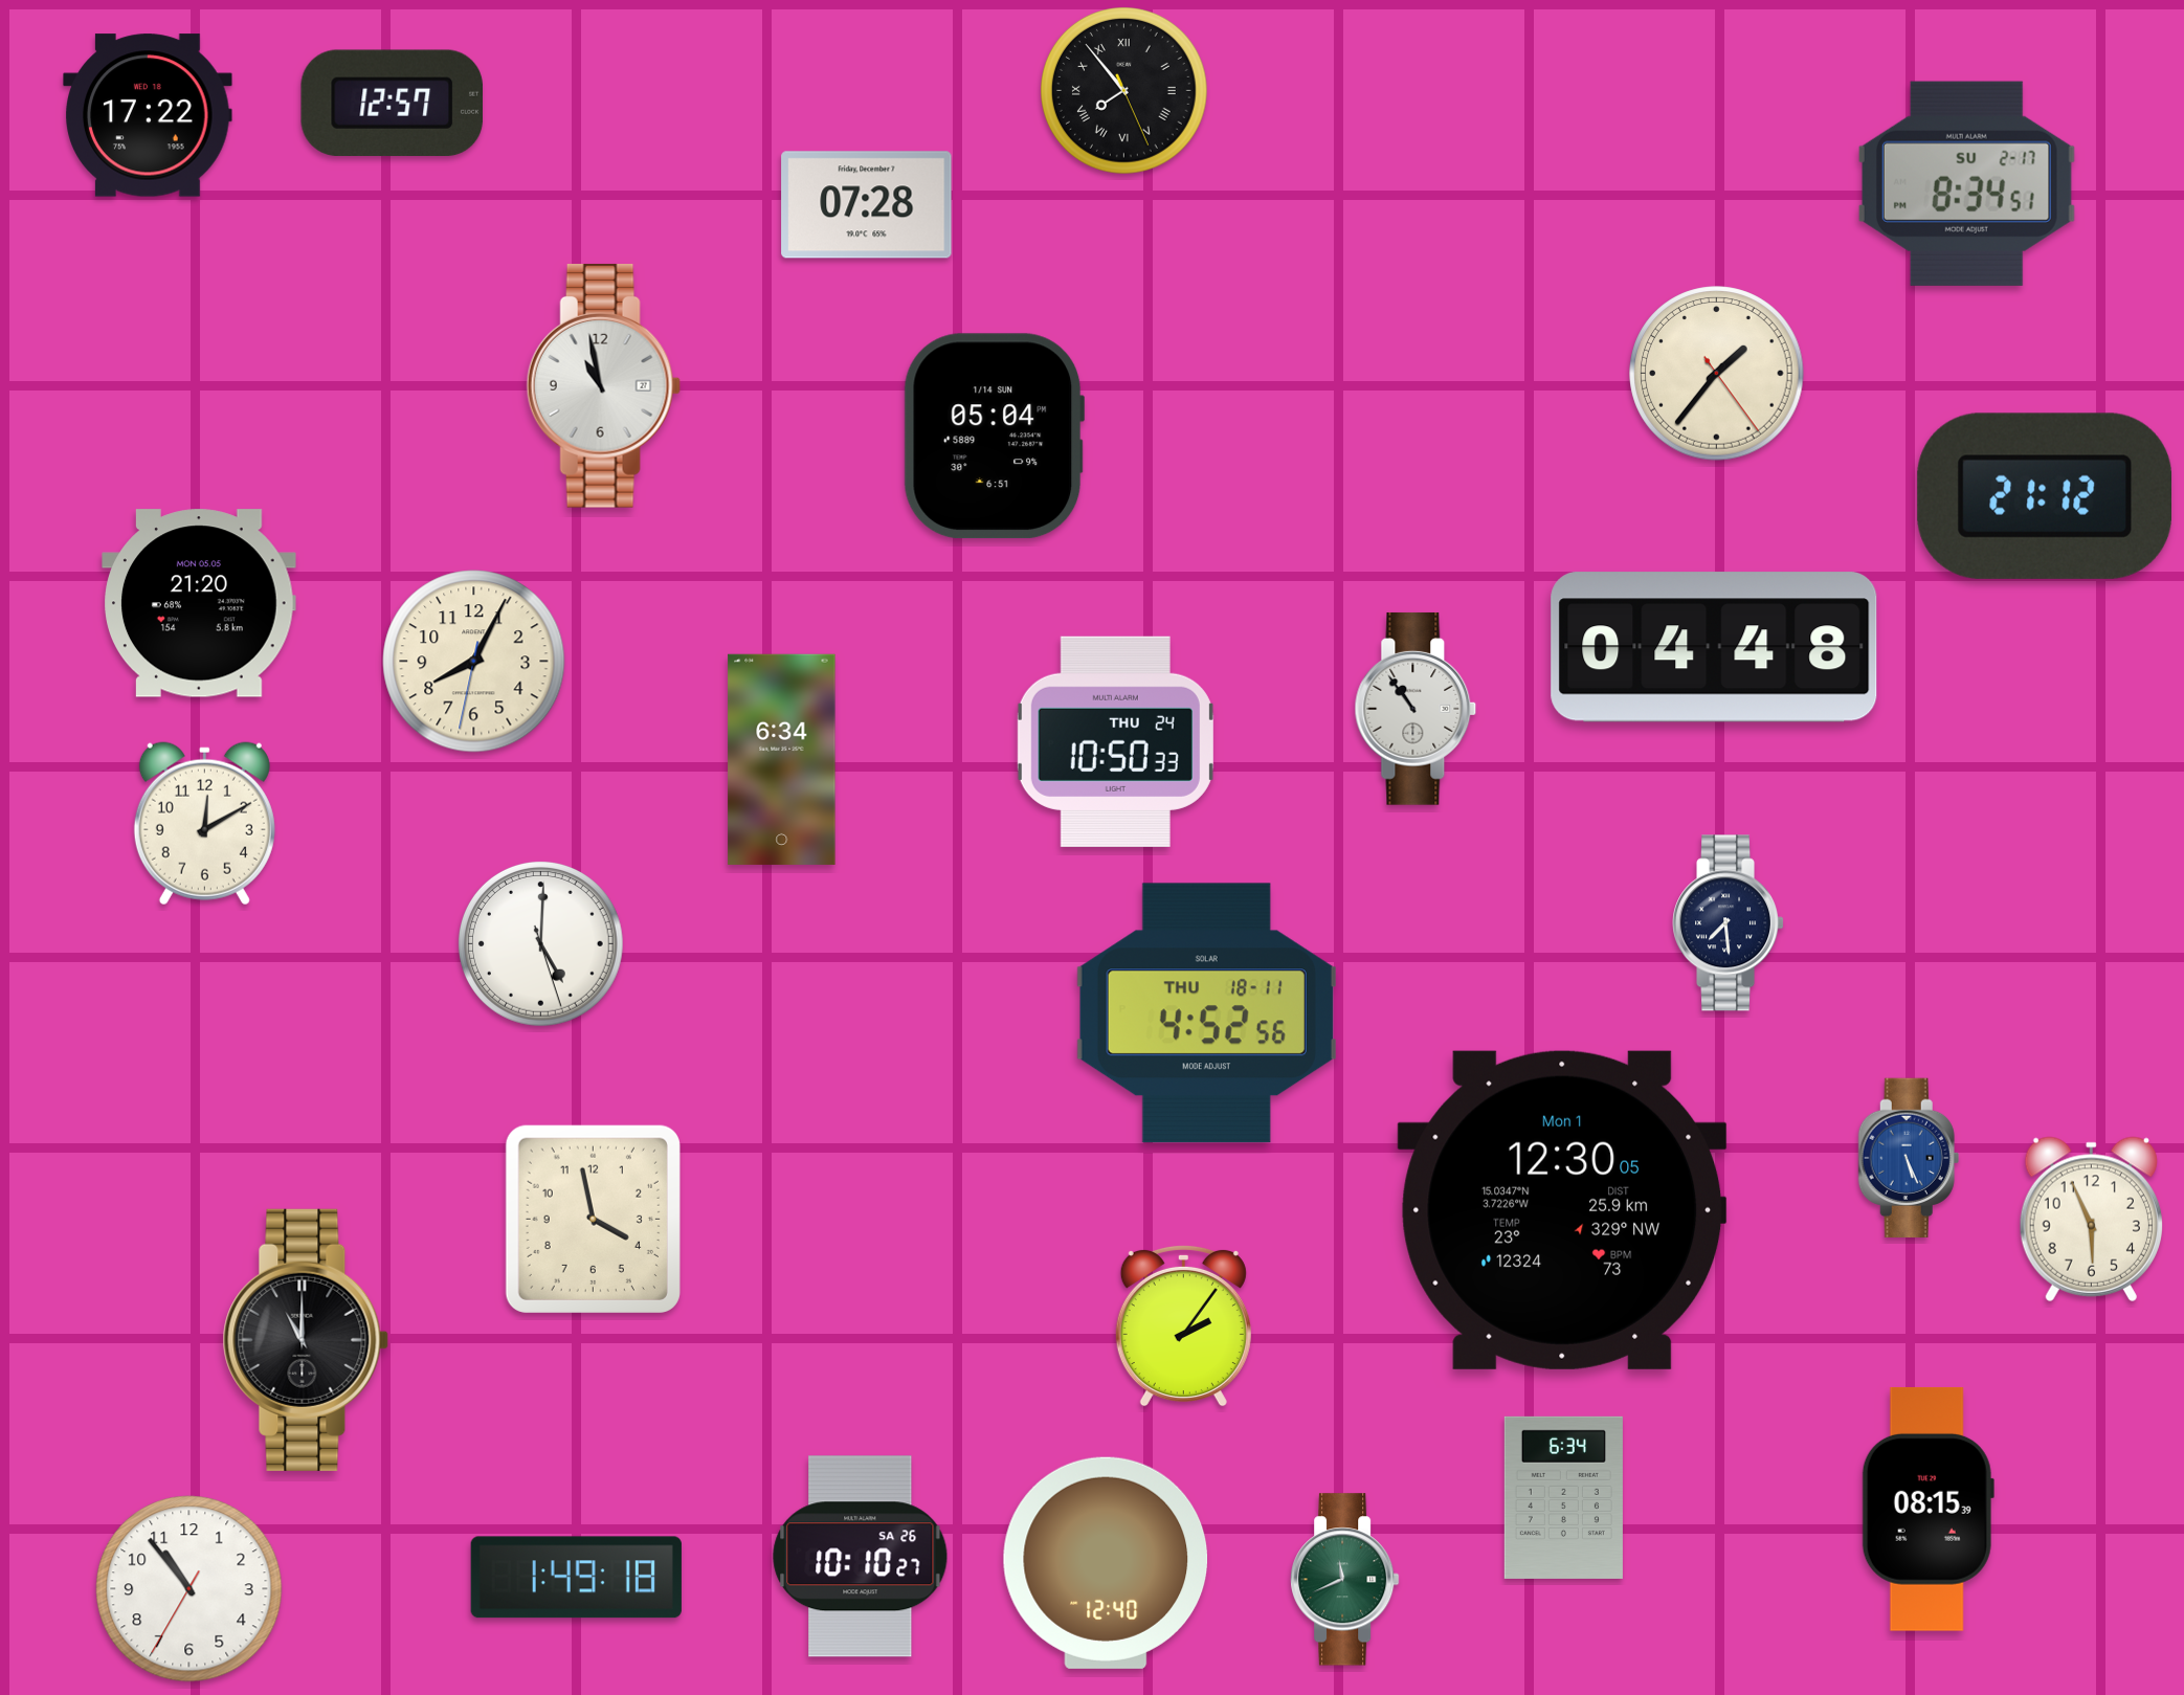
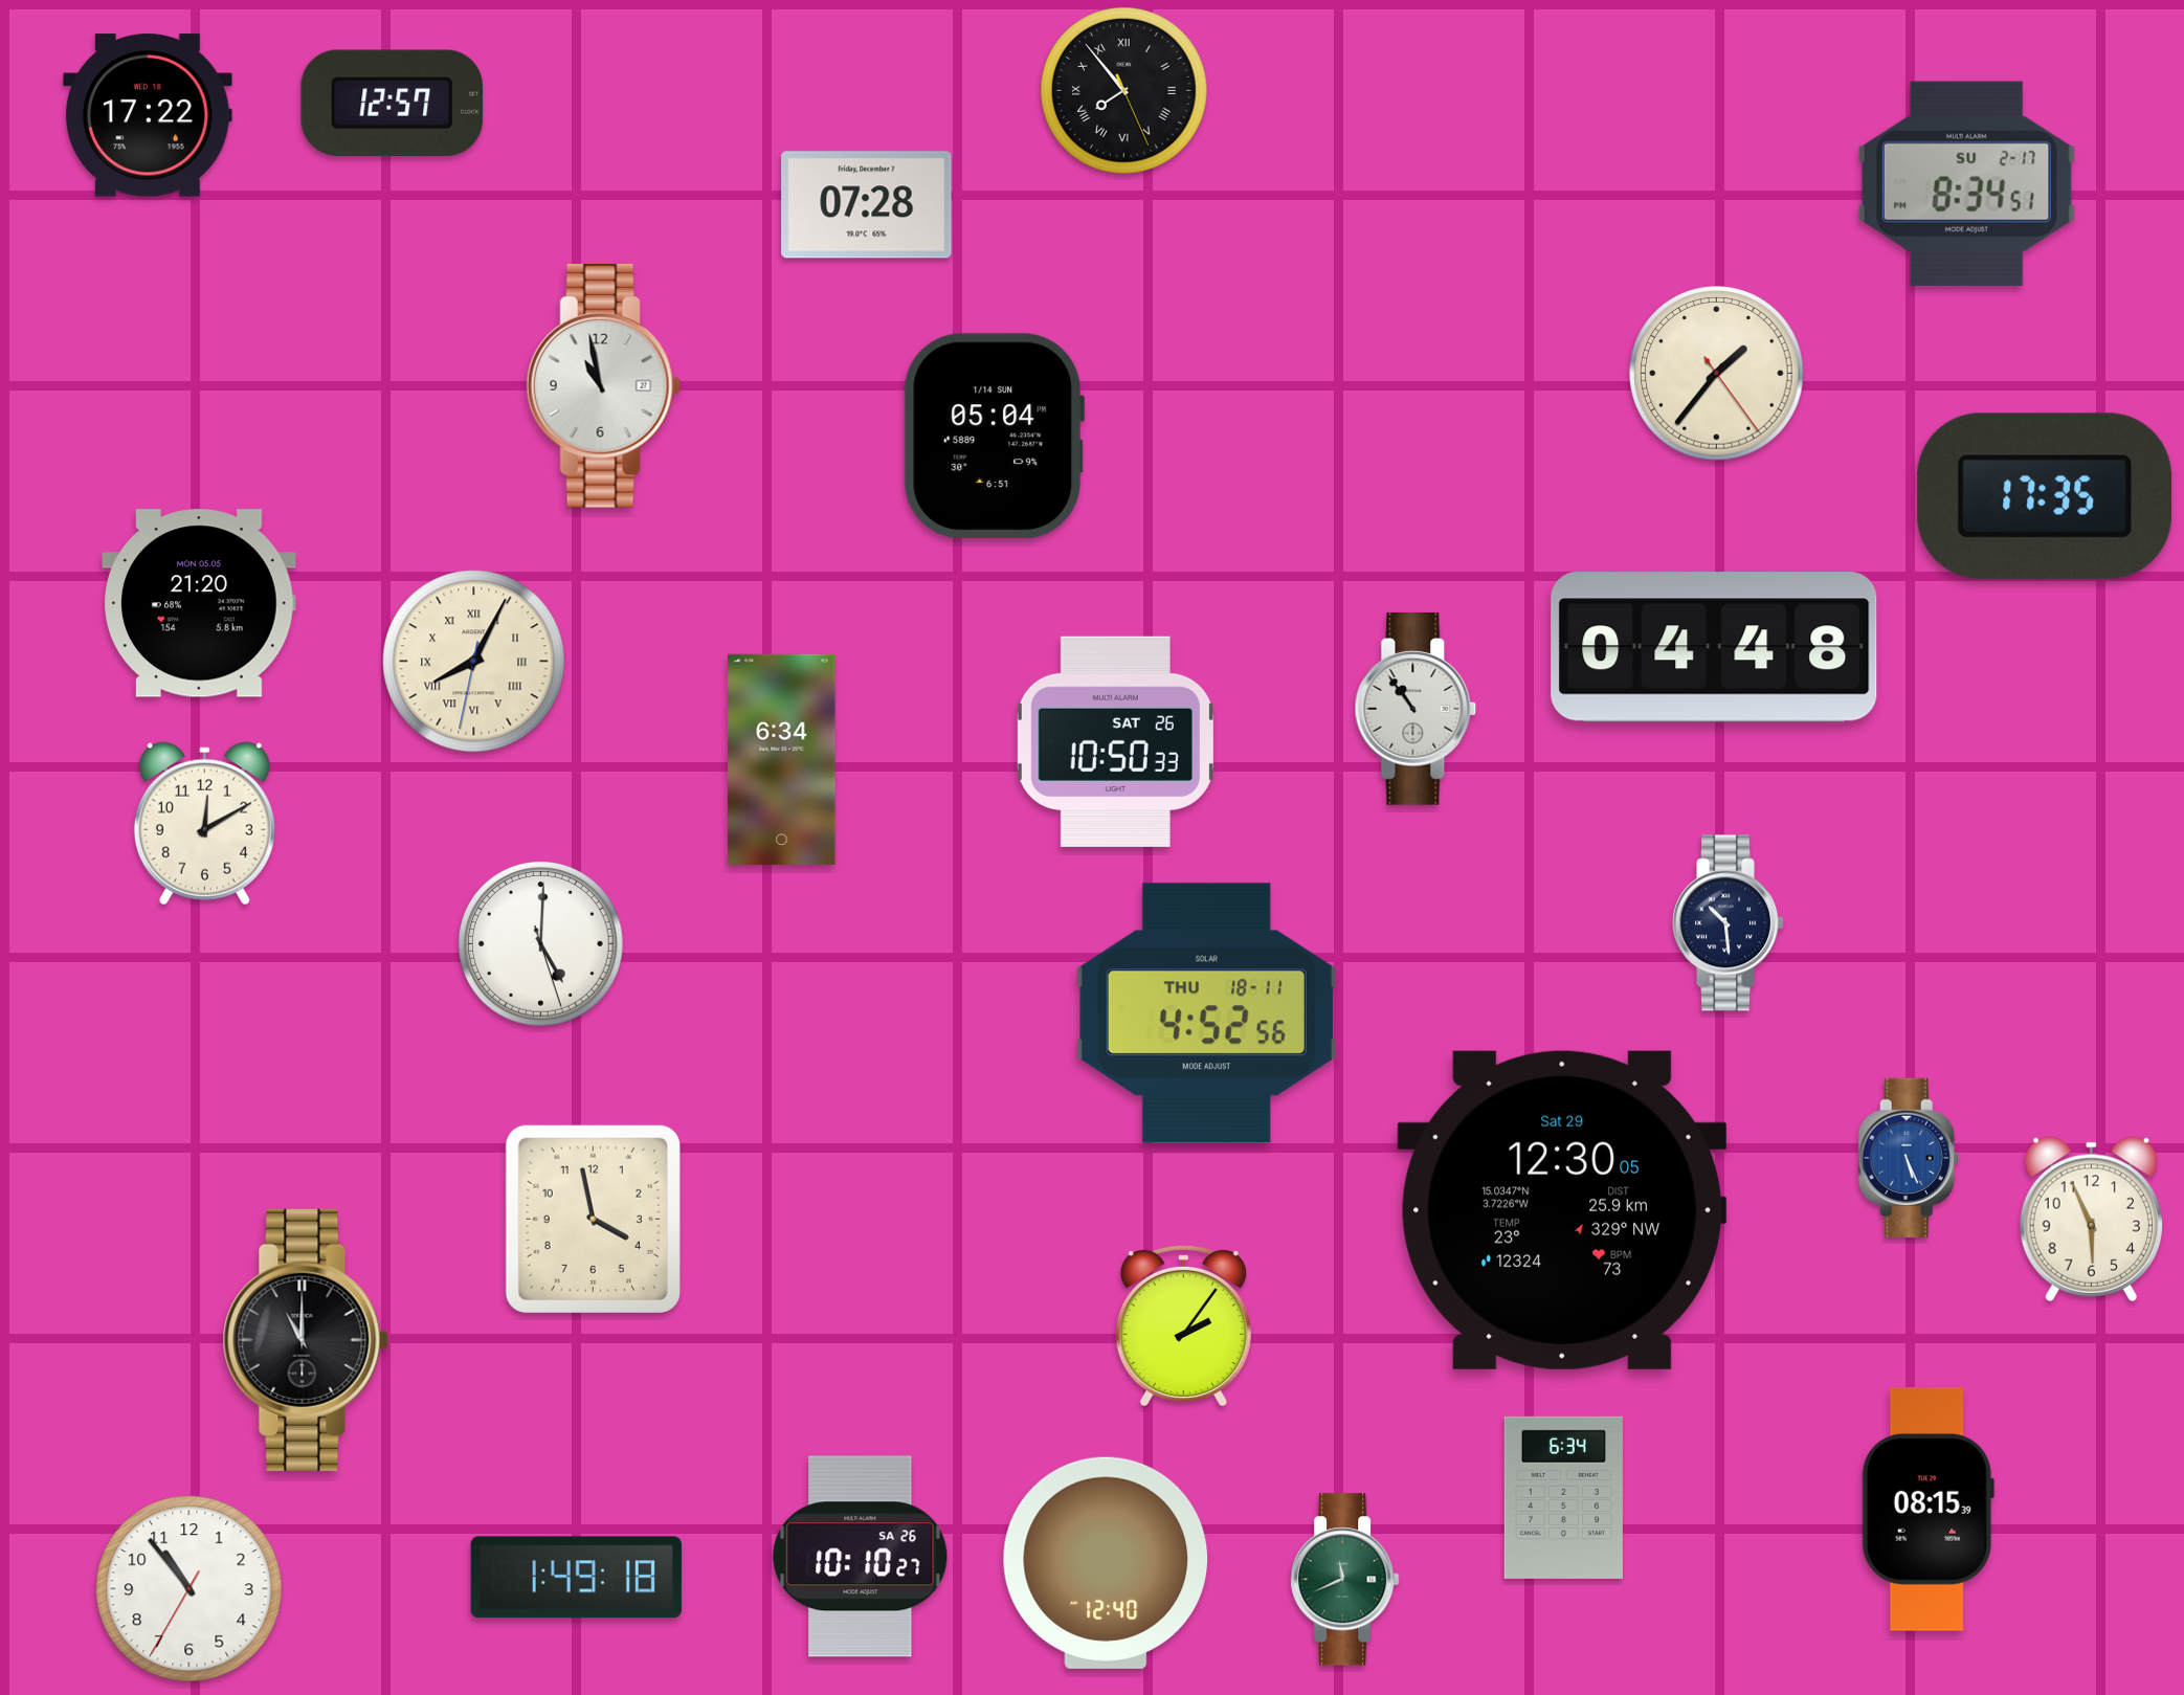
clock at (2044, 496): 21:12 -> 17:35
clock at (474, 662) numerals: Arabic -> Roman
clock at (1115, 741) date: THU 24 -> SAT 26
clock at (1729, 923): 7:29 -> 10:29
clock at (1562, 1210) date: Mon 1 -> Sat 29
